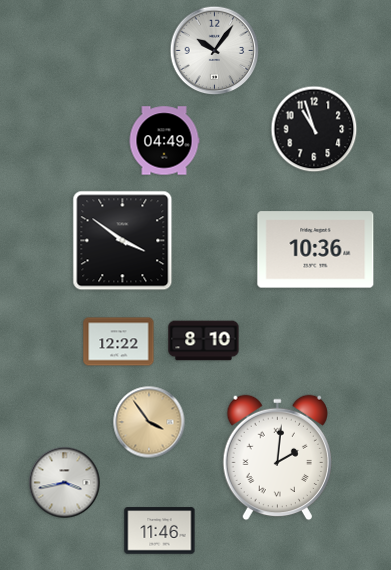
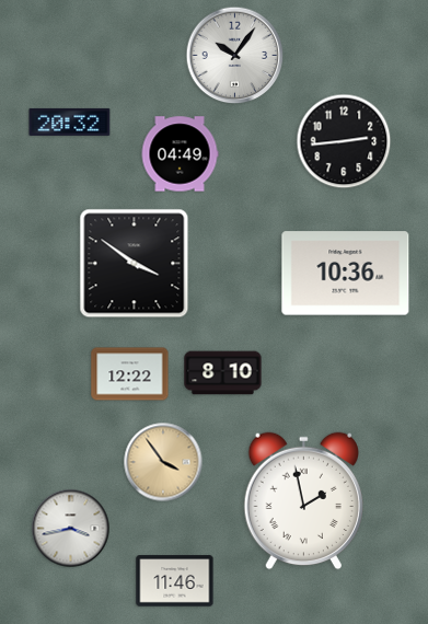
clock at (70, 122): none -> 20:32
clock at (314, 129): 10:57 -> 2:44
clock at (277, 458): 2:01 -> 1:58
